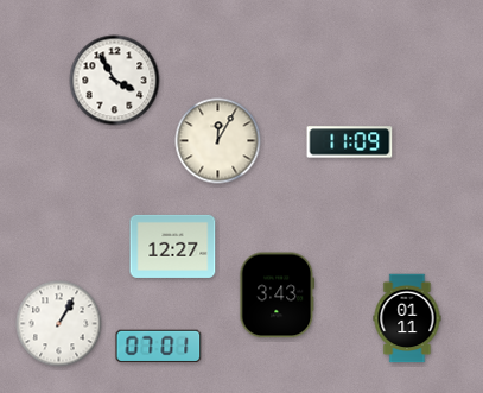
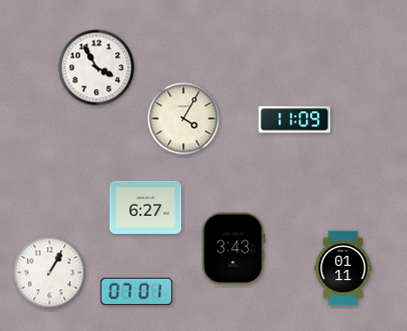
clock at (218, 141): 12:05 -> 4:05
clock at (173, 246): 12:27 -> 6:27
clock at (159, 347) position: (159, 347) -> (137, 292)
